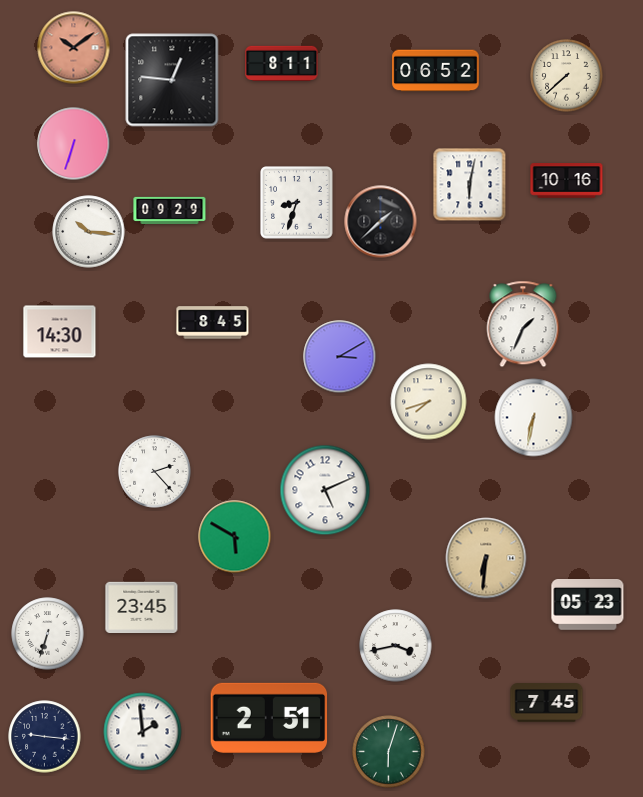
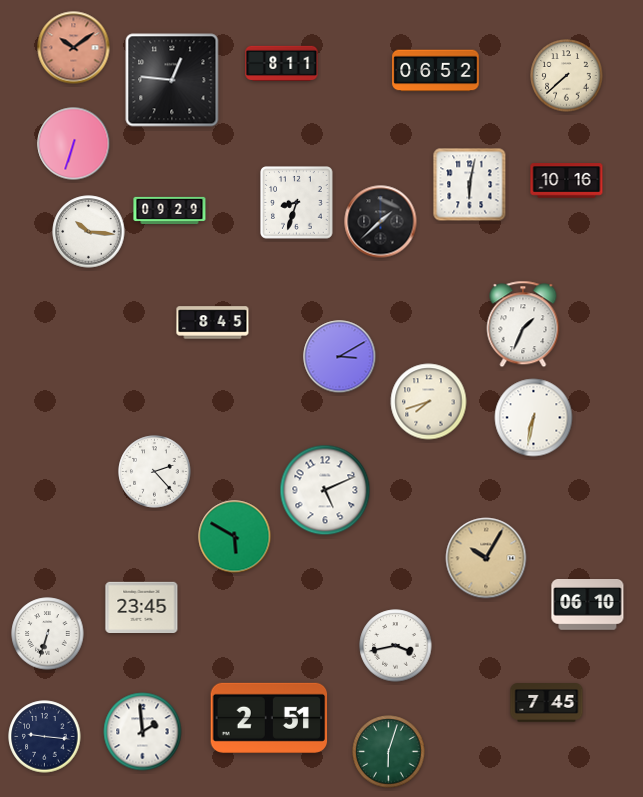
clock at (60, 332): 14:30 -> none
clock at (486, 558): 6:31 -> 10:05
clock at (588, 605): 05:23 -> 06:10
